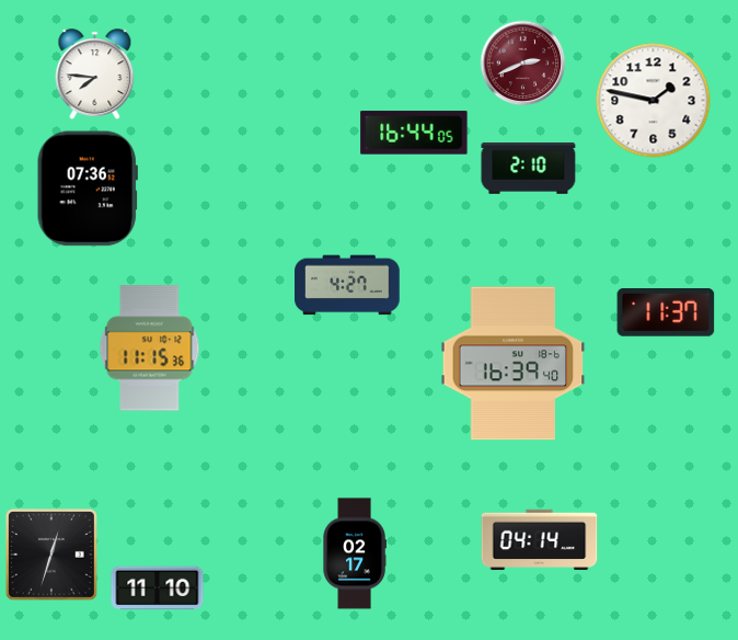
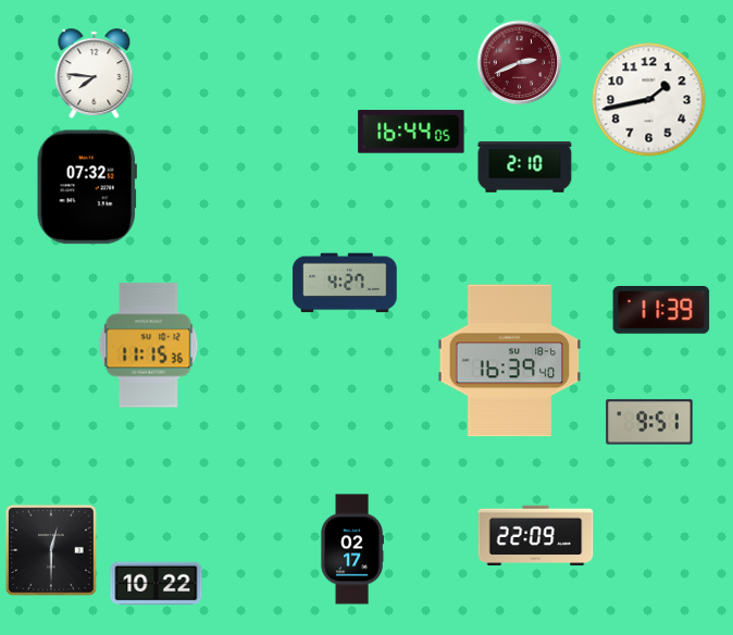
clock at (654, 101): 1:47 -> 1:43
clock at (88, 188): 07:36 -> 07:32
clock at (666, 313): 11:37 -> 11:39
clock at (649, 422): none -> 9:51
clock at (540, 540): 04:14 -> 22:09
clock at (51, 555): 12:33 -> 12:30
clock at (158, 588): 11:10 -> 10:22
